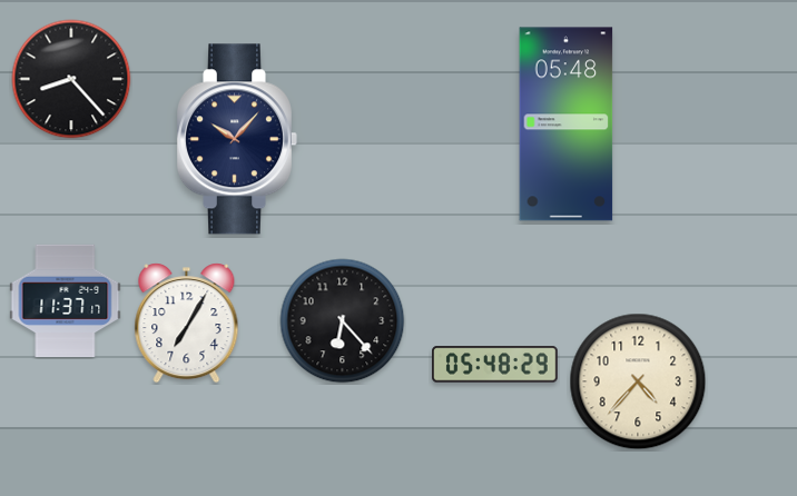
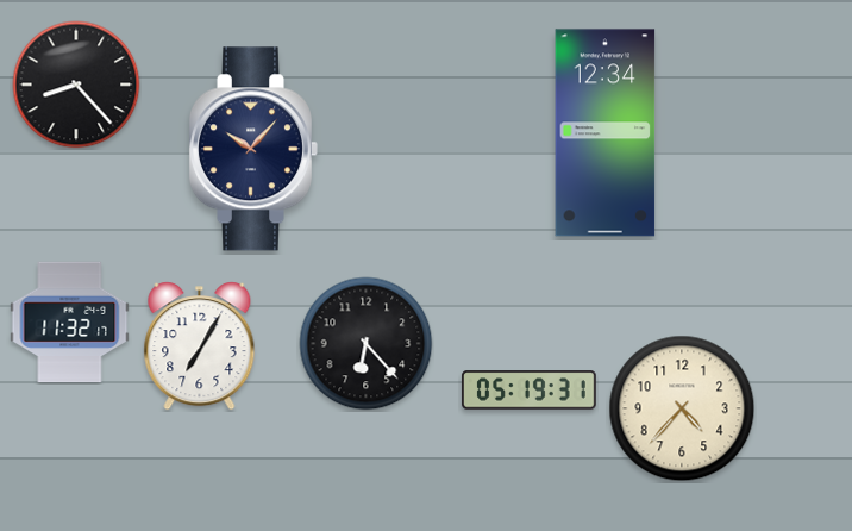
clock at (567, 125): 05:48 -> 12:34
clock at (66, 301): 11:37 -> 11:32
clock at (495, 365): 05:48 -> 05:19
